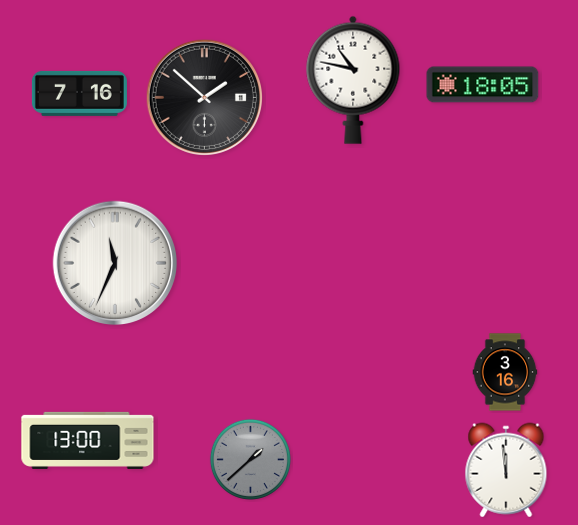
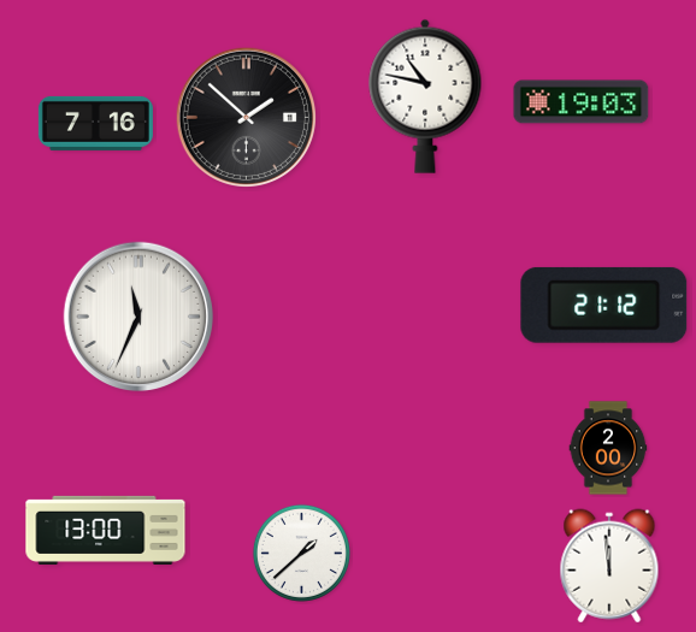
clock at (483, 85): 18:05 -> 19:03
clock at (79, 93) position: (79, 93) -> (95, 123)
clock at (604, 305): none -> 21:12
clock at (505, 372): 3:16 -> 2:00
clock at (250, 459) dial: grey -> white
